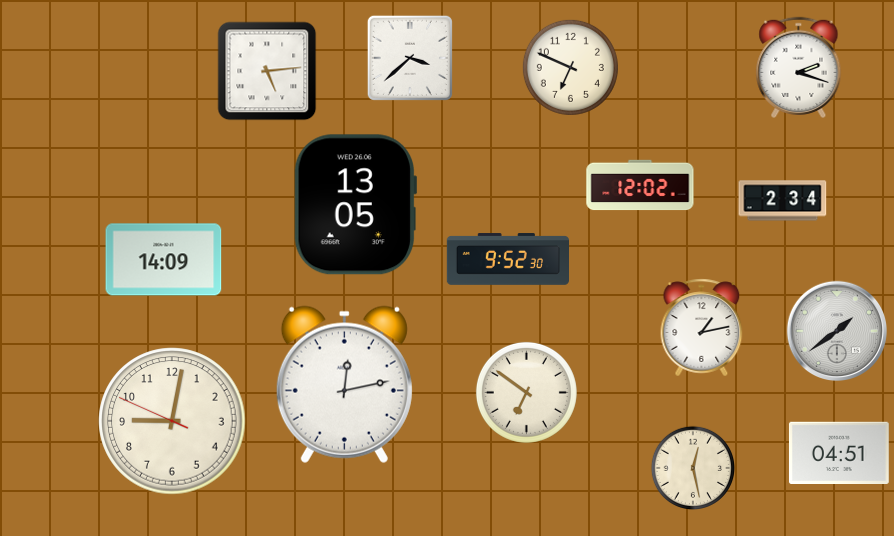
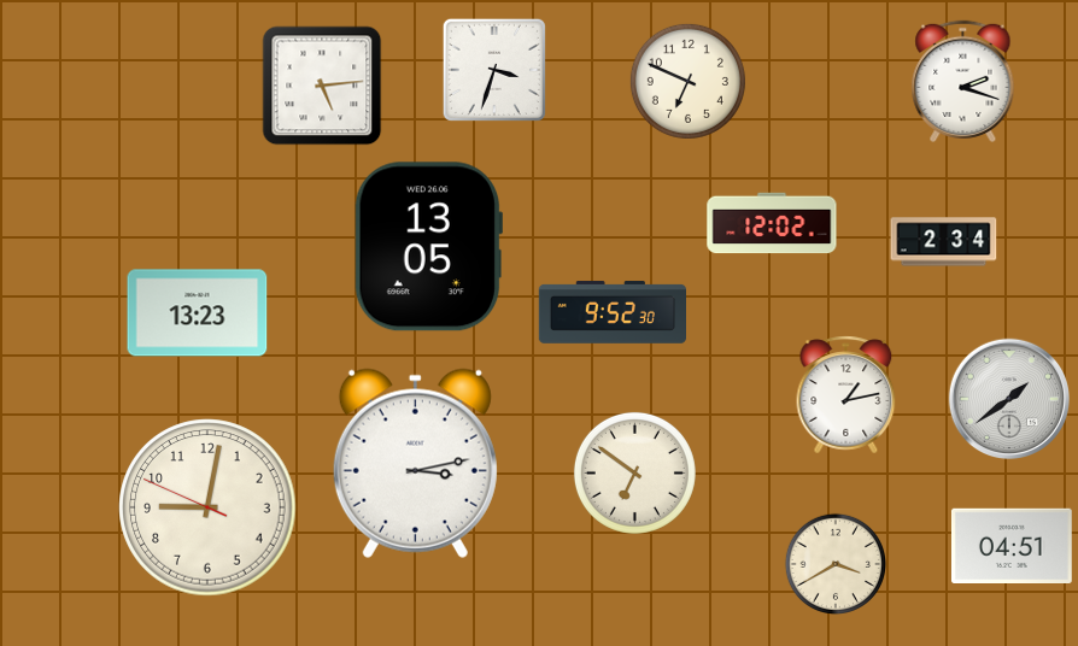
clock at (410, 58): 3:38 -> 3:33
clock at (164, 260): 14:09 -> 13:23
clock at (344, 384): 12:13 -> 3:13
clock at (692, 467): 12:28 -> 3:40
